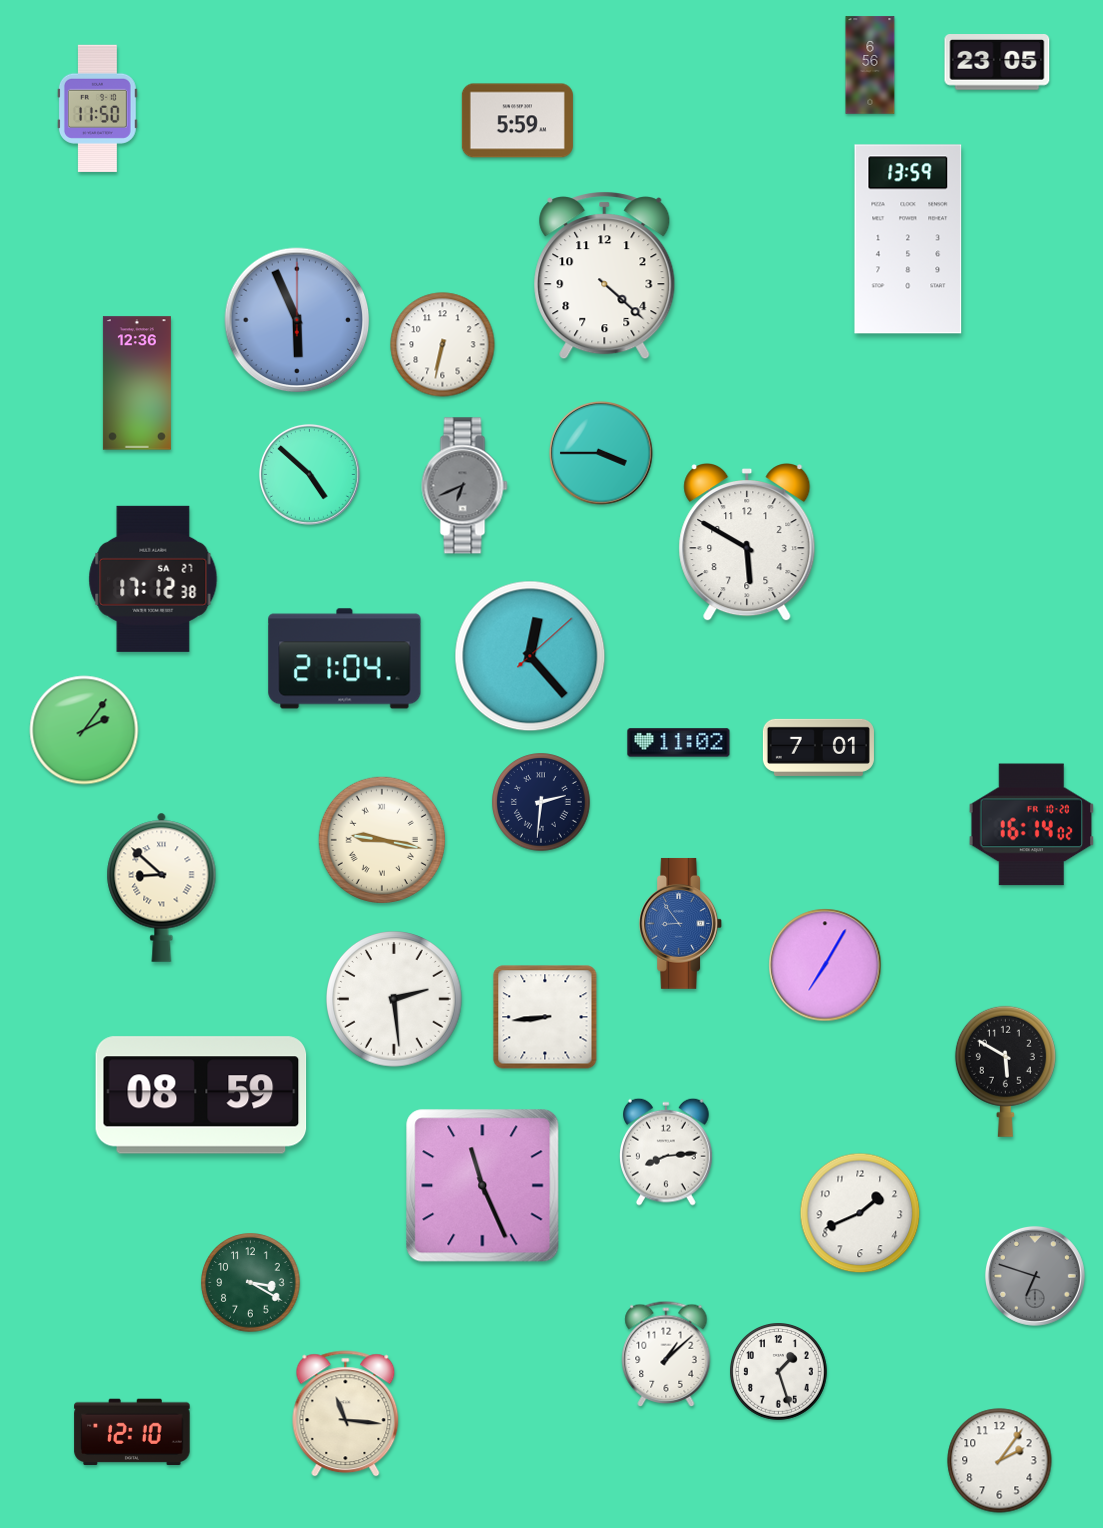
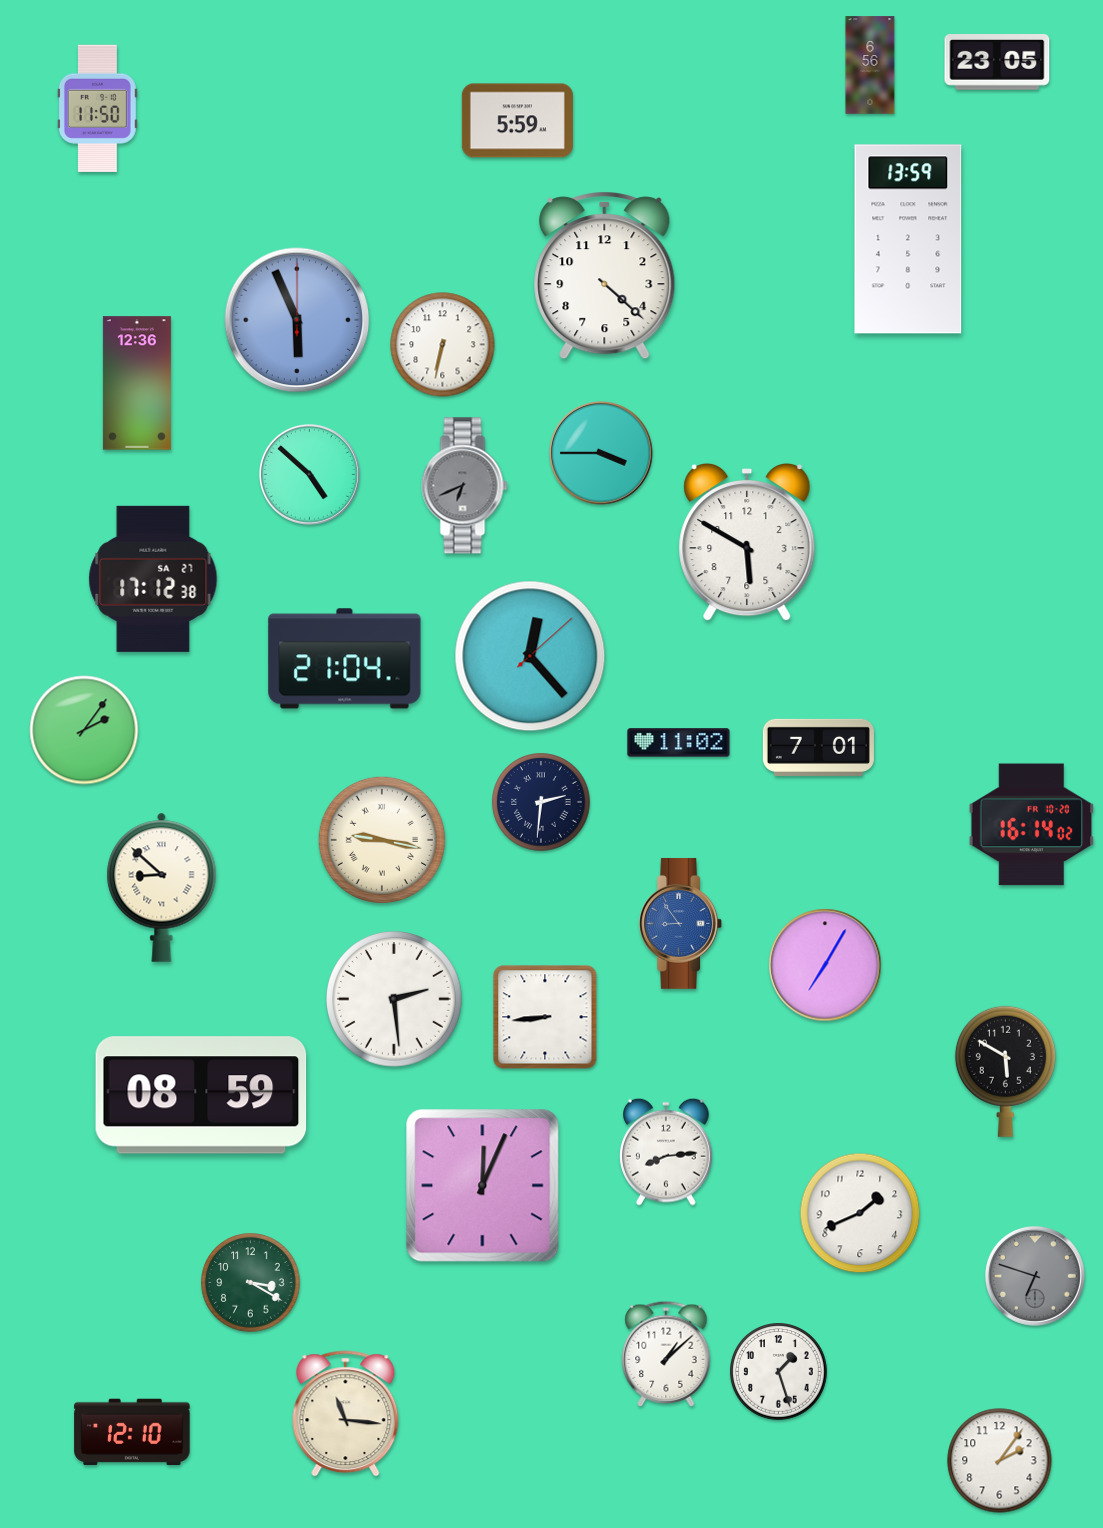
clock at (483, 1186): 11:26 -> 12:04
